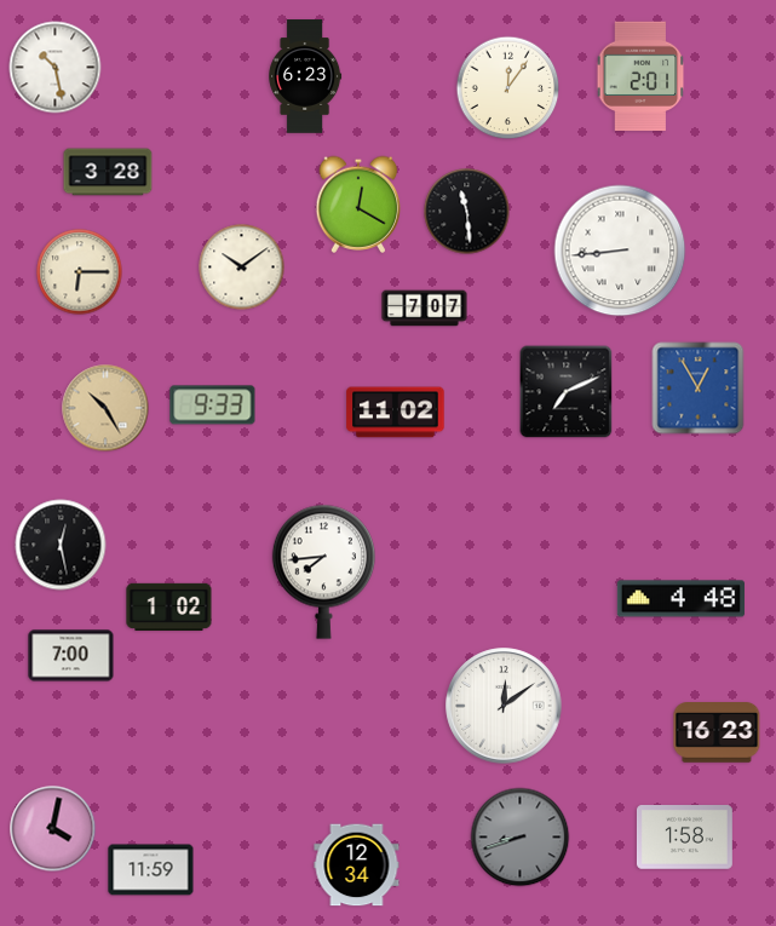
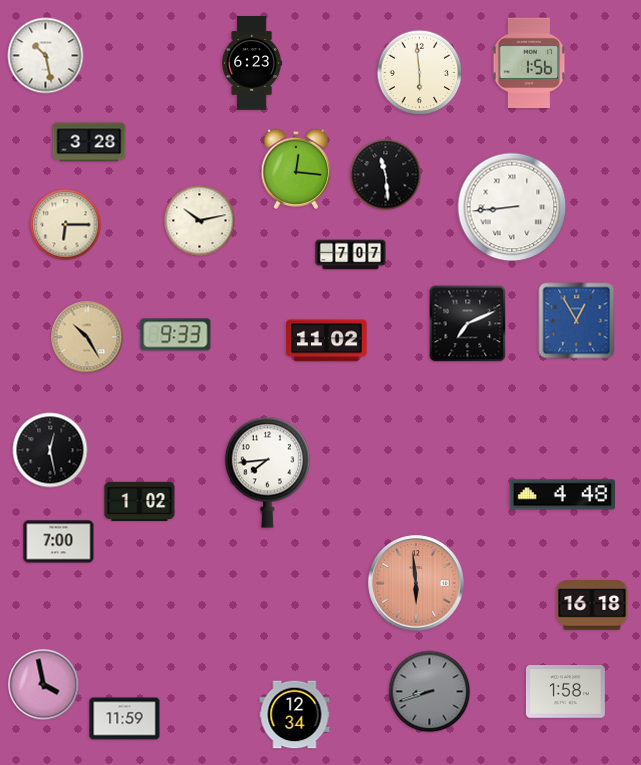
clock at (640, 76): 2:01 -> 1:56
clock at (508, 88): 12:06 -> 5:59
clock at (358, 205): 12:20 -> 12:16
clock at (242, 268): 10:09 -> 10:13
clock at (504, 706): 12:09 -> 5:59
clock at (504, 706) dial: white -> salmon
clock at (717, 734): 16:23 -> 16:18
clock at (53, 829): 4:02 -> 3:58
